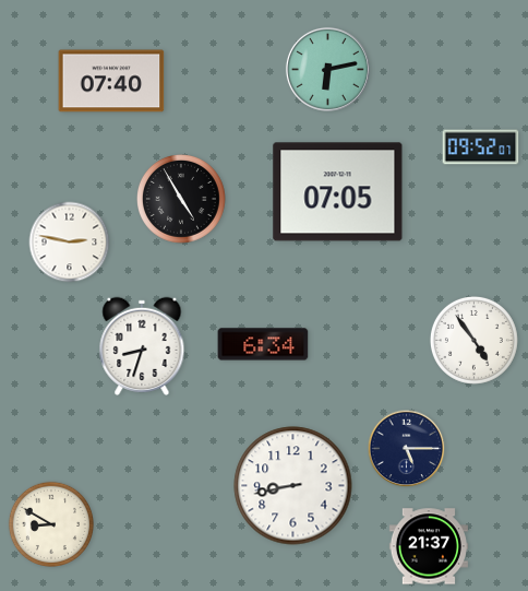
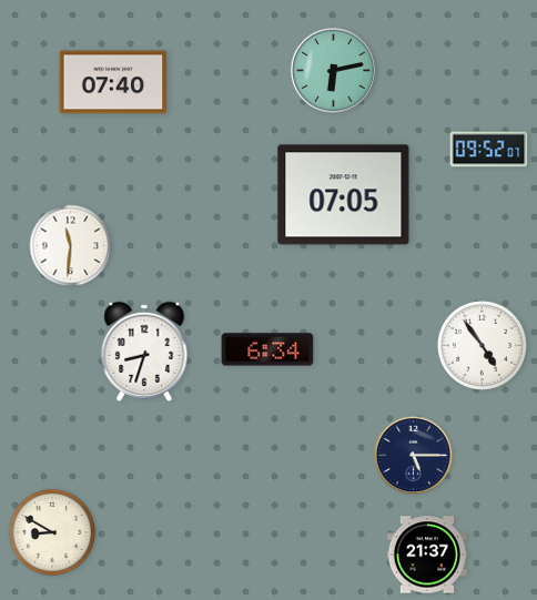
clock at (182, 200): 4:55 -> none
clock at (70, 243): 2:47 -> 11:31
clock at (293, 486): 8:43 -> none
clock at (429, 546) position: (429, 546) -> (427, 555)
